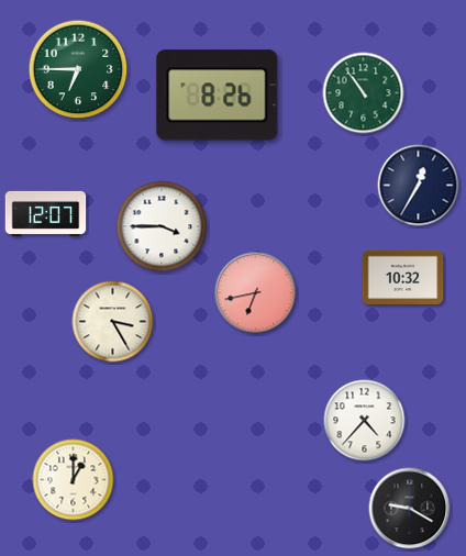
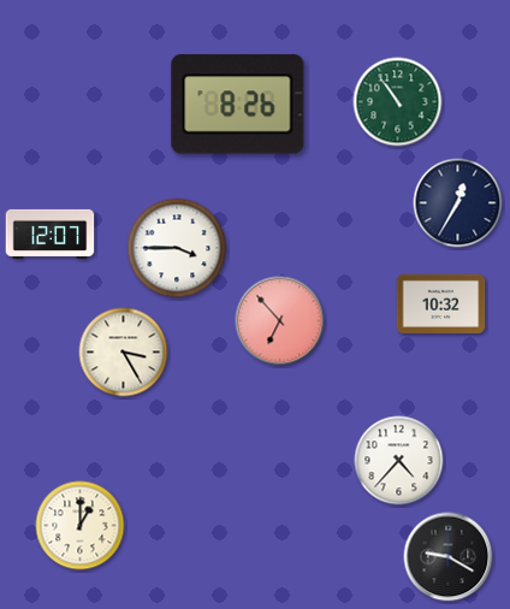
clock at (78, 69): 6:45 -> none
clock at (256, 293): 6:43 -> 6:53
